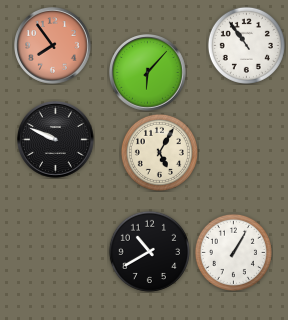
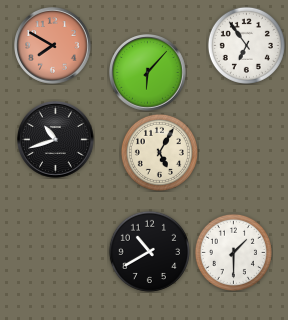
clock at (246, 45): 10:54 -> 6:54
clock at (53, 46): 7:54 -> 7:50
clock at (56, 140): 9:49 -> 10:42
clock at (233, 252): 1:05 -> 1:30
